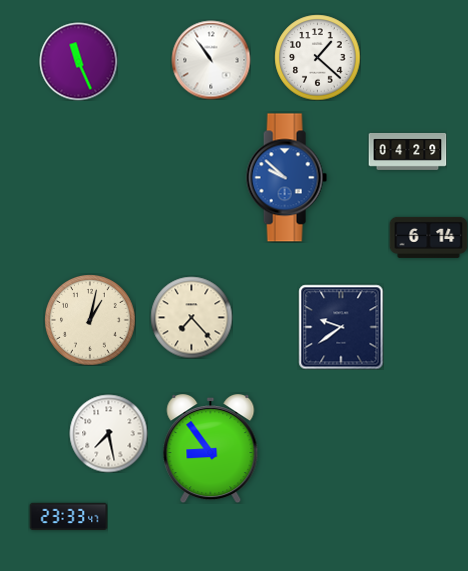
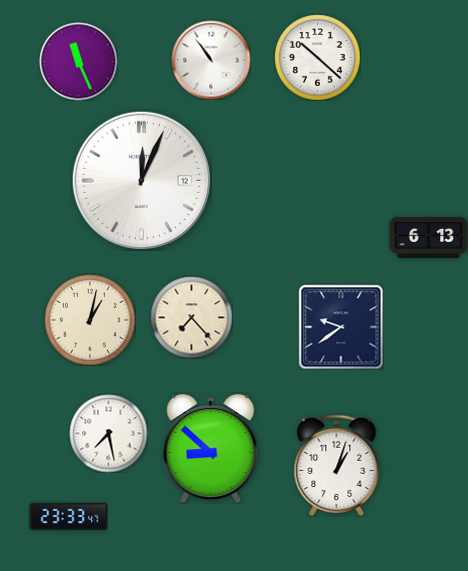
clock at (317, 57): 1:22 -> 10:22
clock at (407, 151): 04:29 -> none
clock at (286, 178): 9:52 -> none
clock at (141, 180): none -> 12:04
clock at (428, 237): 6:14 -> 6:13
clock at (211, 449): 8:54 -> 8:52
clock at (337, 465): none -> 1:03
